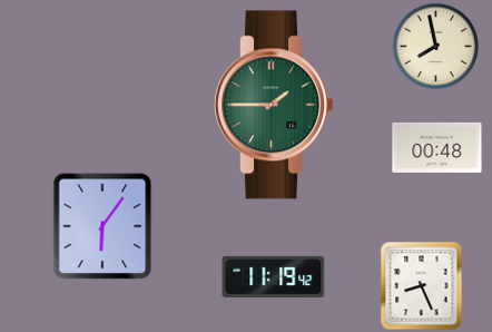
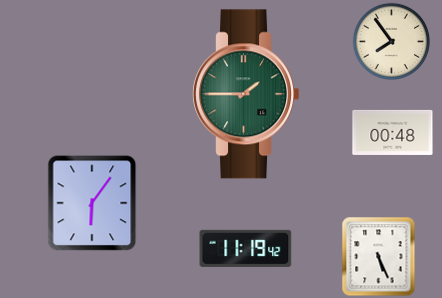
clock at (435, 46): 7:58 -> 7:54
clock at (422, 286): 8:26 -> 5:26
